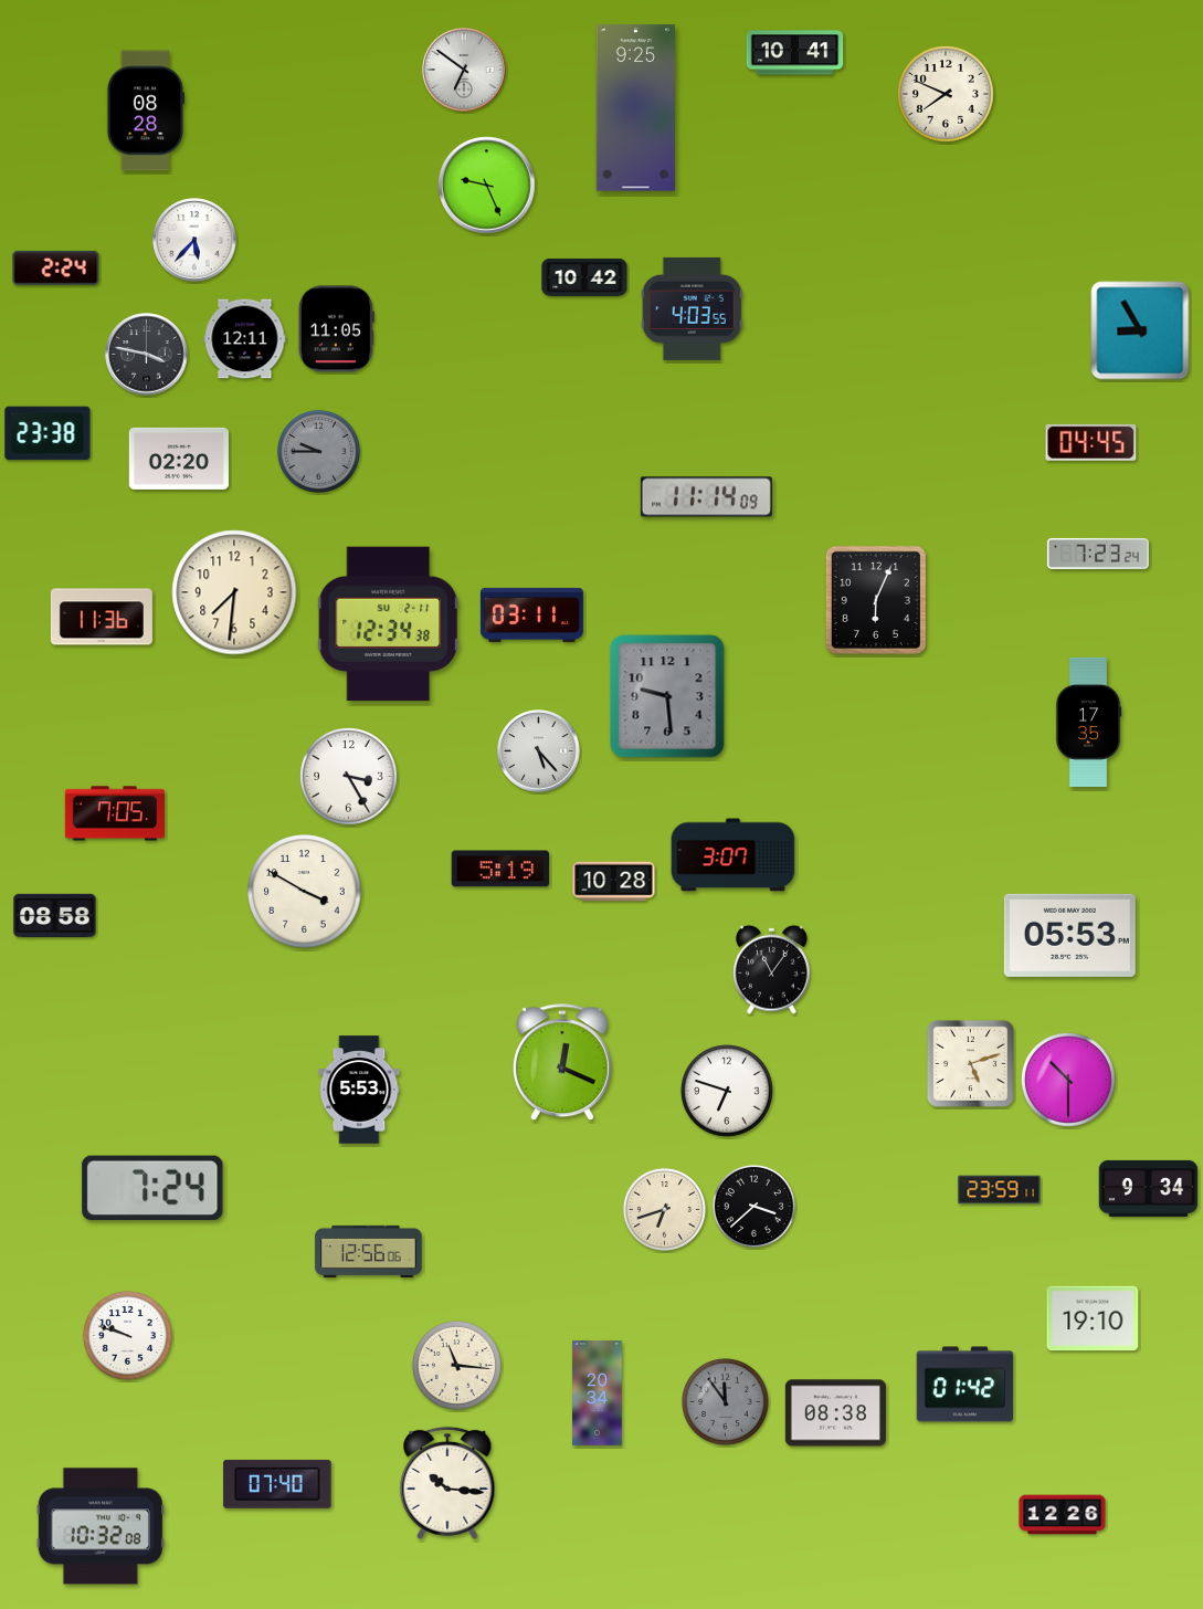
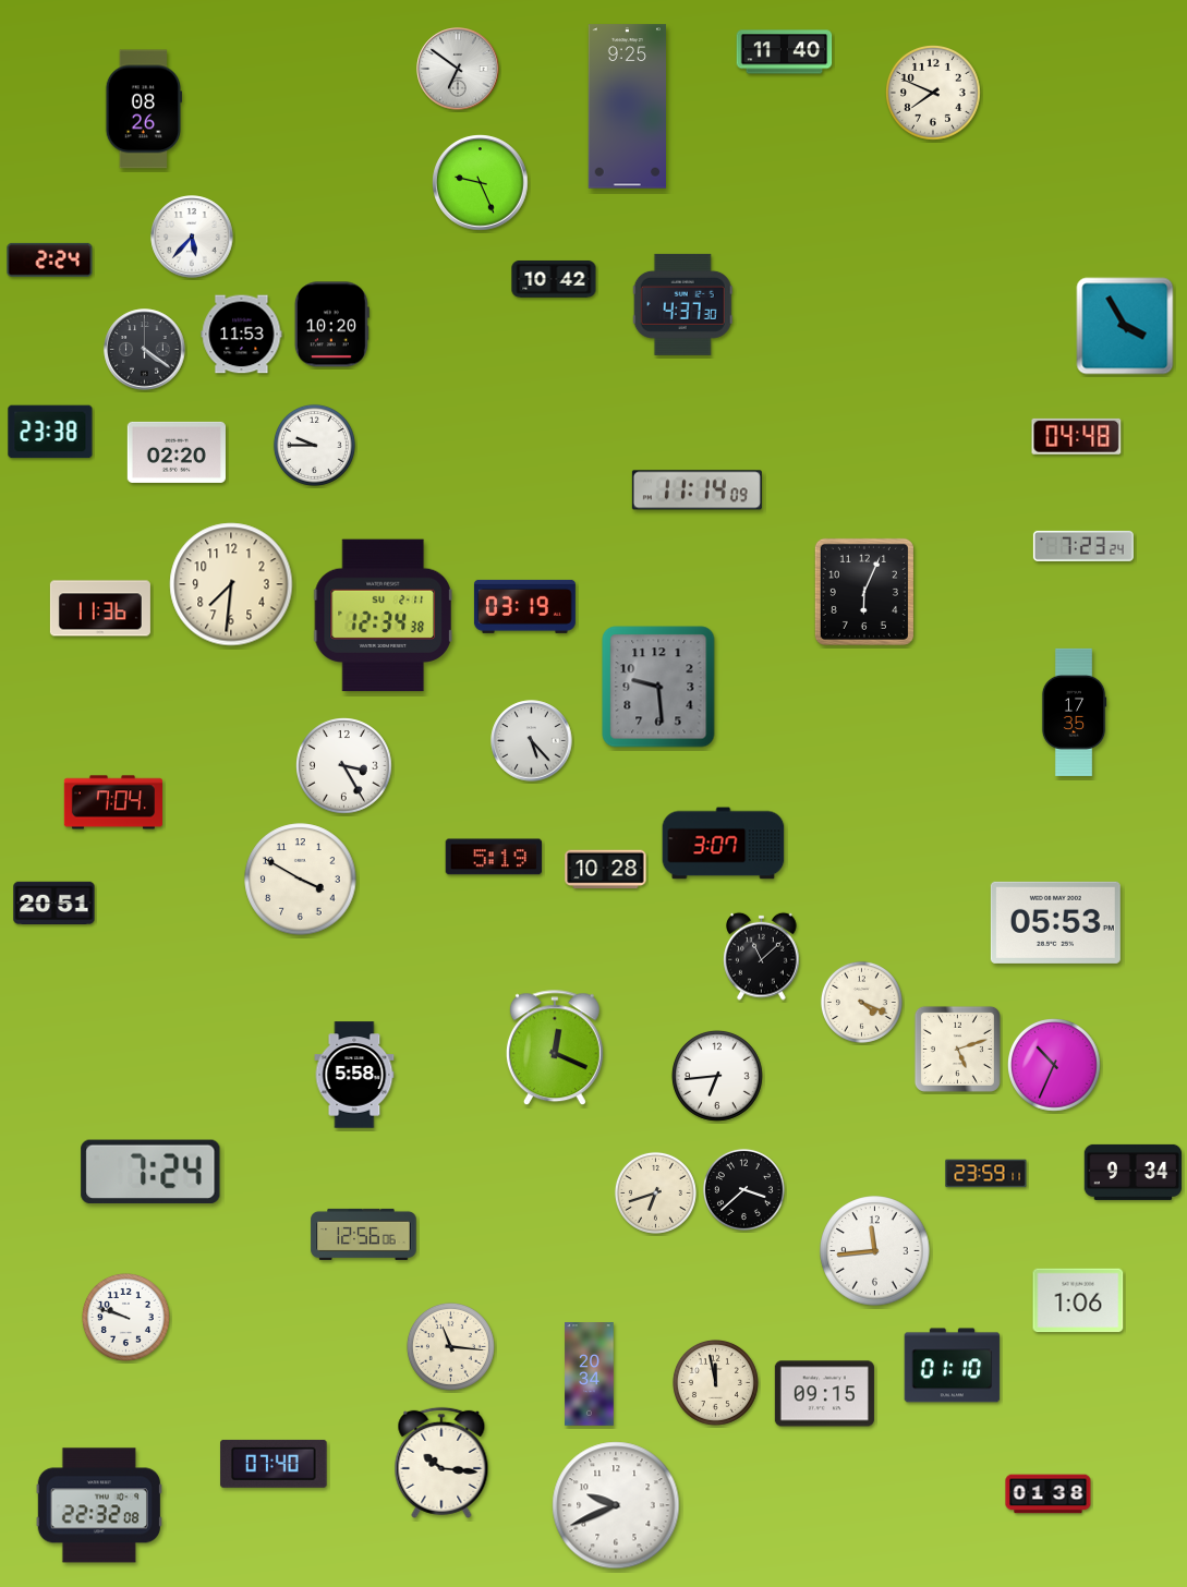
clock at (795, 53): 10:41 -> 11:40
clock at (145, 111): 08:28 -> 08:26
clock at (56, 267) position: (56, 267) -> (50, 259)
clock at (584, 277) position: (584, 277) -> (554, 279)
clock at (692, 308): 4:03 -> 4:37
clock at (336, 329): 11:05 -> 10:20
clock at (1140, 330): 8:55 -> 3:55
clock at (245, 339): 12:11 -> 11:53
clock at (147, 355): 3:47 -> 4:21
clock at (48, 433) position: (48, 433) -> (50, 432)
clock at (1091, 442): 04:45 -> 04:48
clock at (318, 451) dial: grey -> white
clock at (531, 614): 03:11 -> 03:19
clock at (114, 813): 7:05 -> 7:04
clock at (55, 916): 08:58 -> 20:51
clock at (772, 969): 11:06 -> 11:08
clock at (861, 1002): none -> 4:19
clock at (1069, 1081): 10:30 -> 10:34
clock at (359, 1090): 5:53 -> 5:58
clock at (727, 1091): 6:48 -> 6:44
clock at (875, 1251): none -> 11:44
clock at (1093, 1318): 19:10 -> 1:06
clock at (965, 1385): 01:42 -> 01:10
clock at (725, 1401): 11:54 -> 11:58
clock at (725, 1401) dial: grey -> cream
clock at (835, 1413): 08:38 -> 09:15
clock at (1063, 1515): 12:26 -> 01:38
clock at (101, 1526): 10:32 -> 22:32
clock at (616, 1505): none -> 9:41
